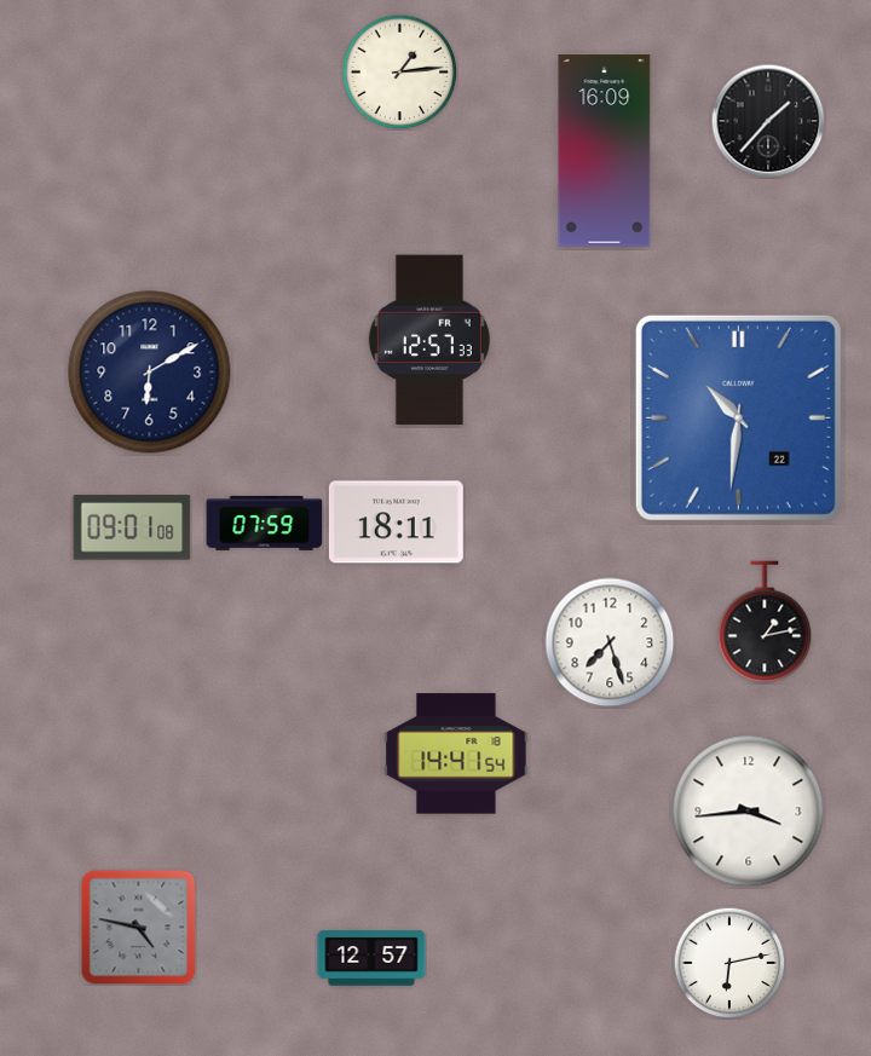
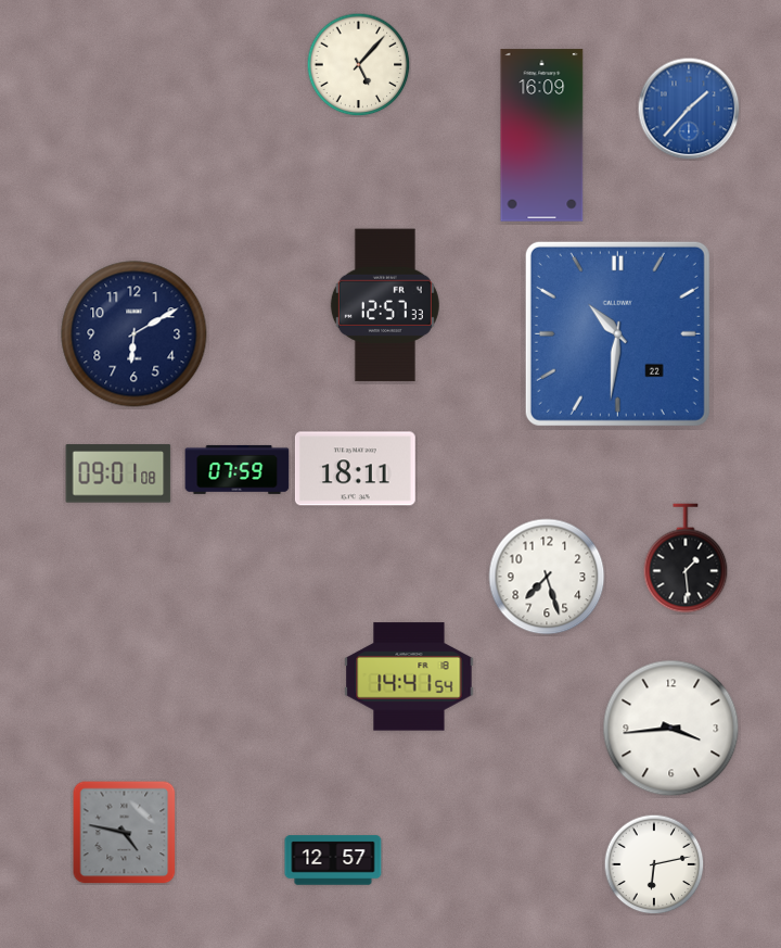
clock at (399, 71): 1:14 -> 5:07
clock at (768, 121) dial: black -> blue
clock at (738, 417) position: (738, 417) -> (617, 333)
clock at (765, 622): 1:13 -> 1:29
